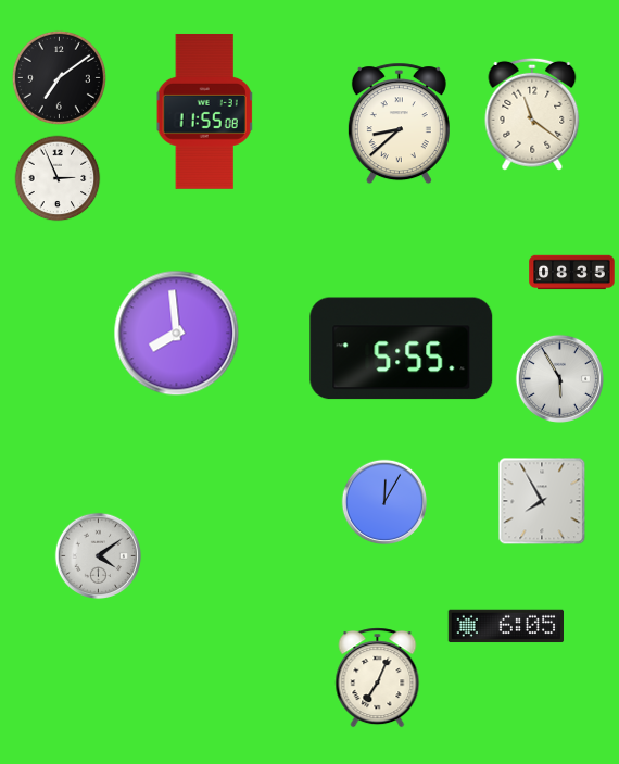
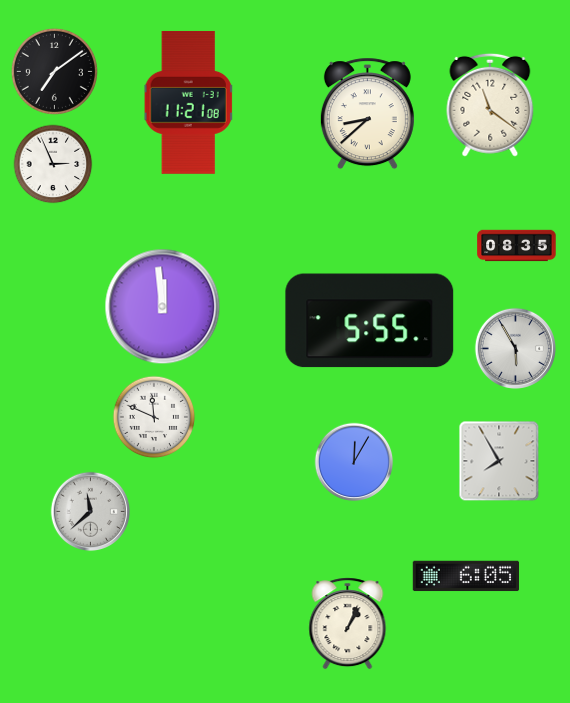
clock at (205, 111): 11:55 -> 11:21
clock at (572, 273) position: (572, 273) -> (517, 246)
clock at (177, 334): 7:59 -> 11:59
clock at (154, 417): none -> 11:49
clock at (99, 556): 4:09 -> 11:38
clock at (378, 678): 7:04 -> 1:04
